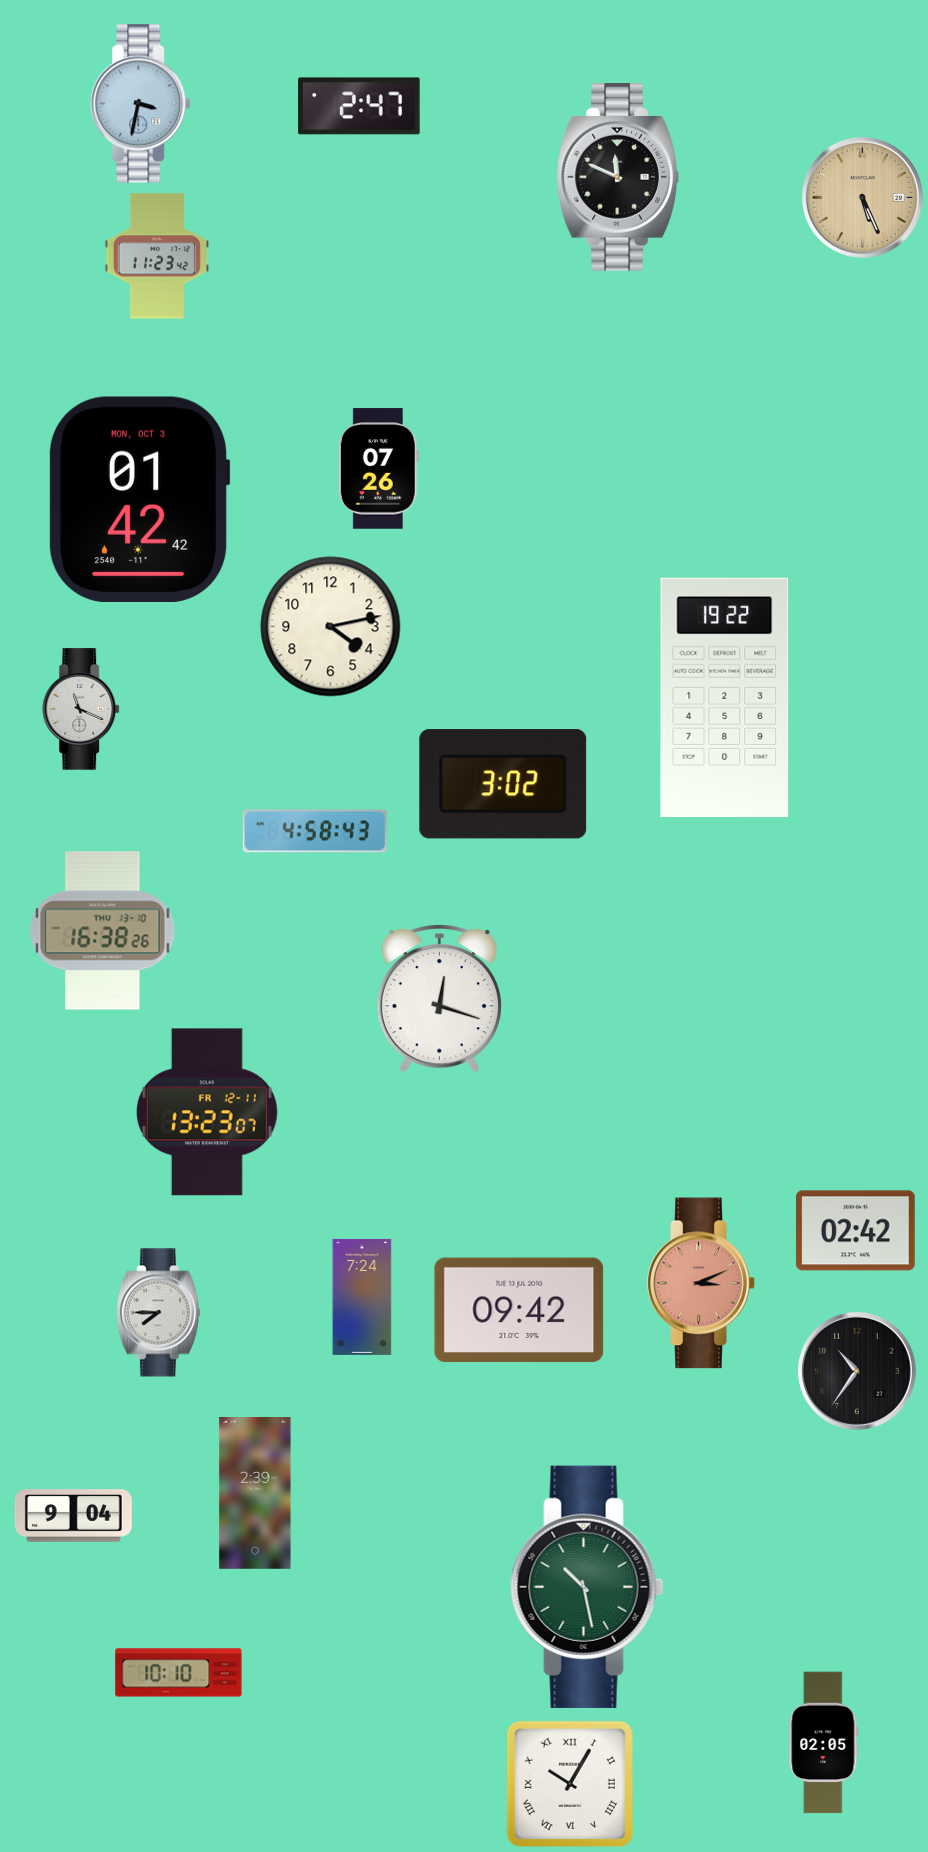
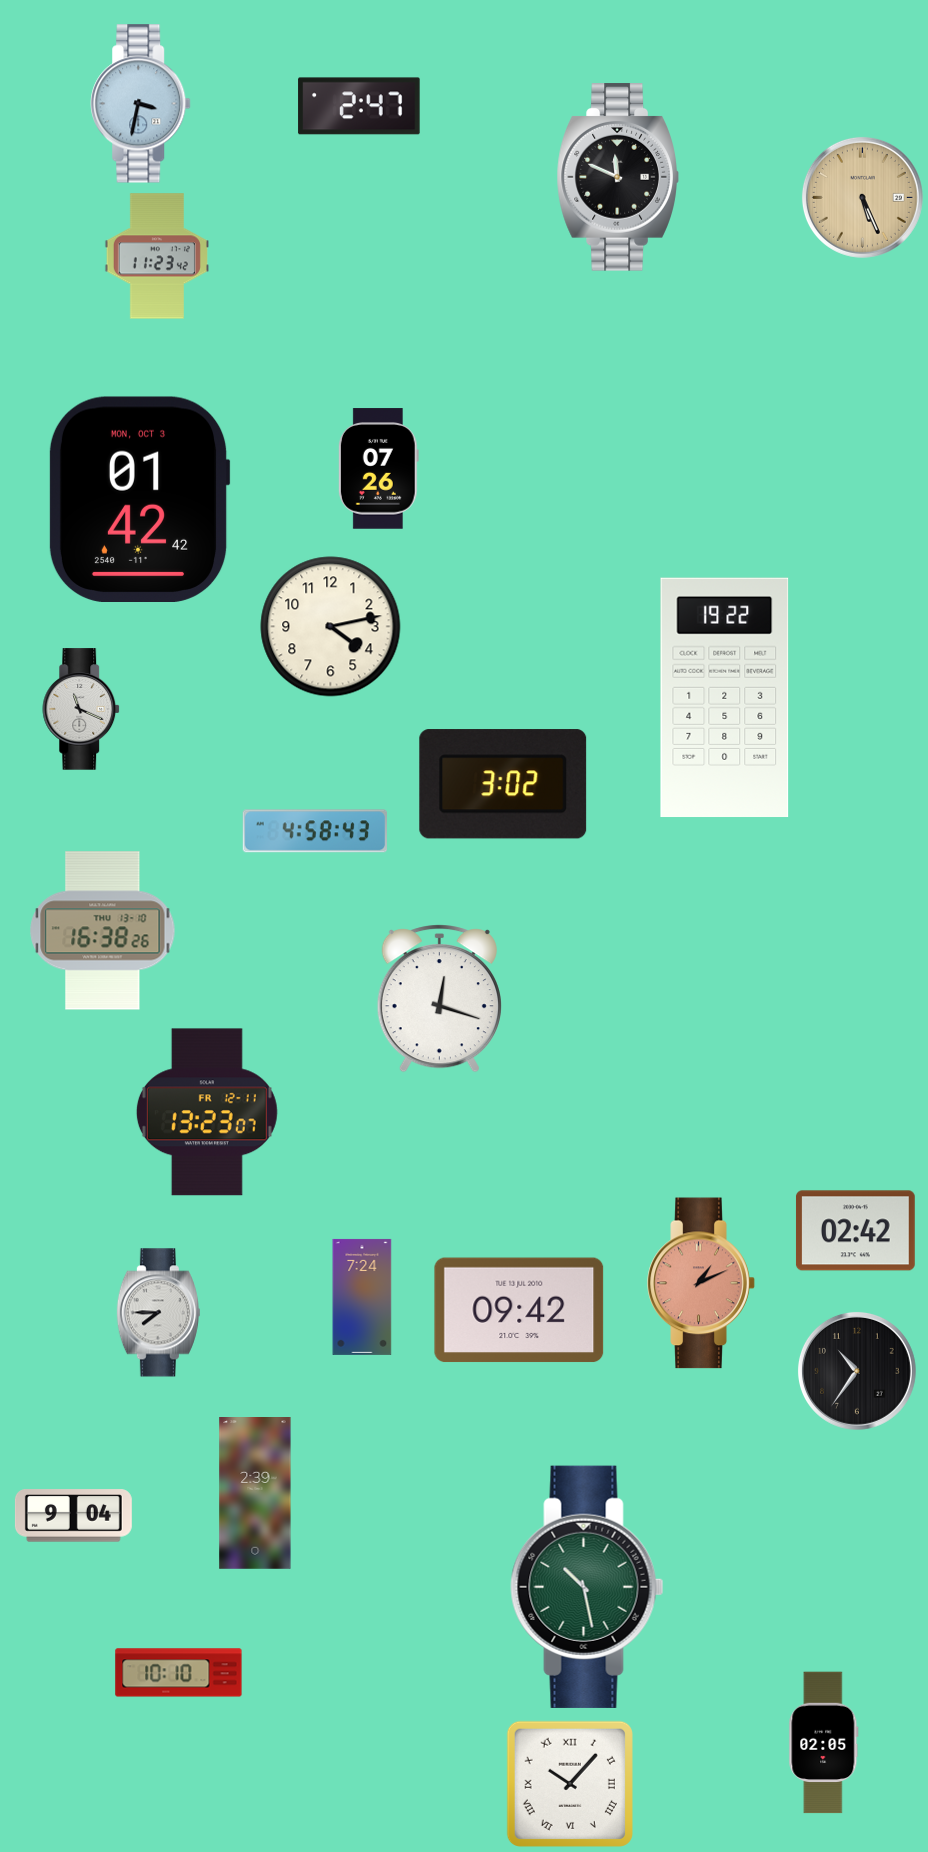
clock at (701, 1283): 3:11 -> 1:11
clock at (570, 1784): 10:05 -> 10:07
